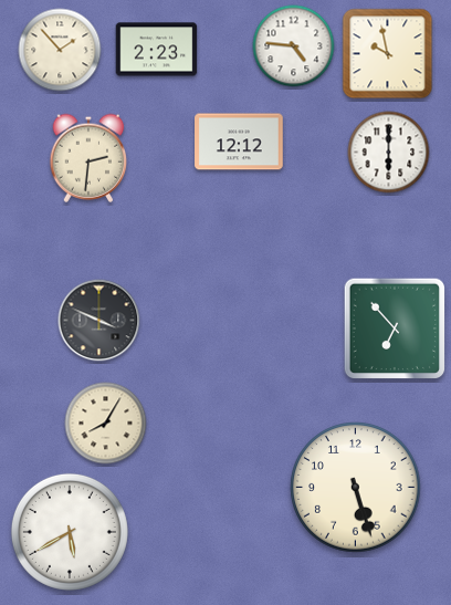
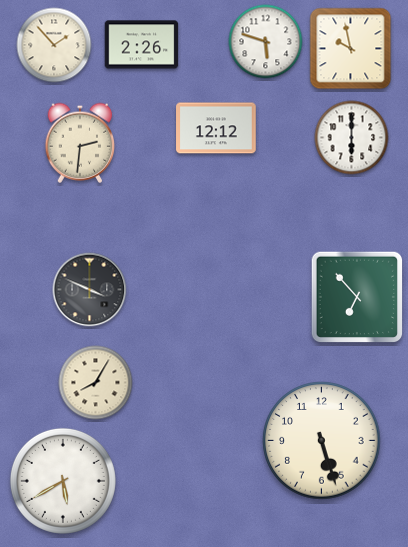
clock at (294, 46): 4:46 -> 5:48
clock at (157, 50): 2:23 -> 2:26
